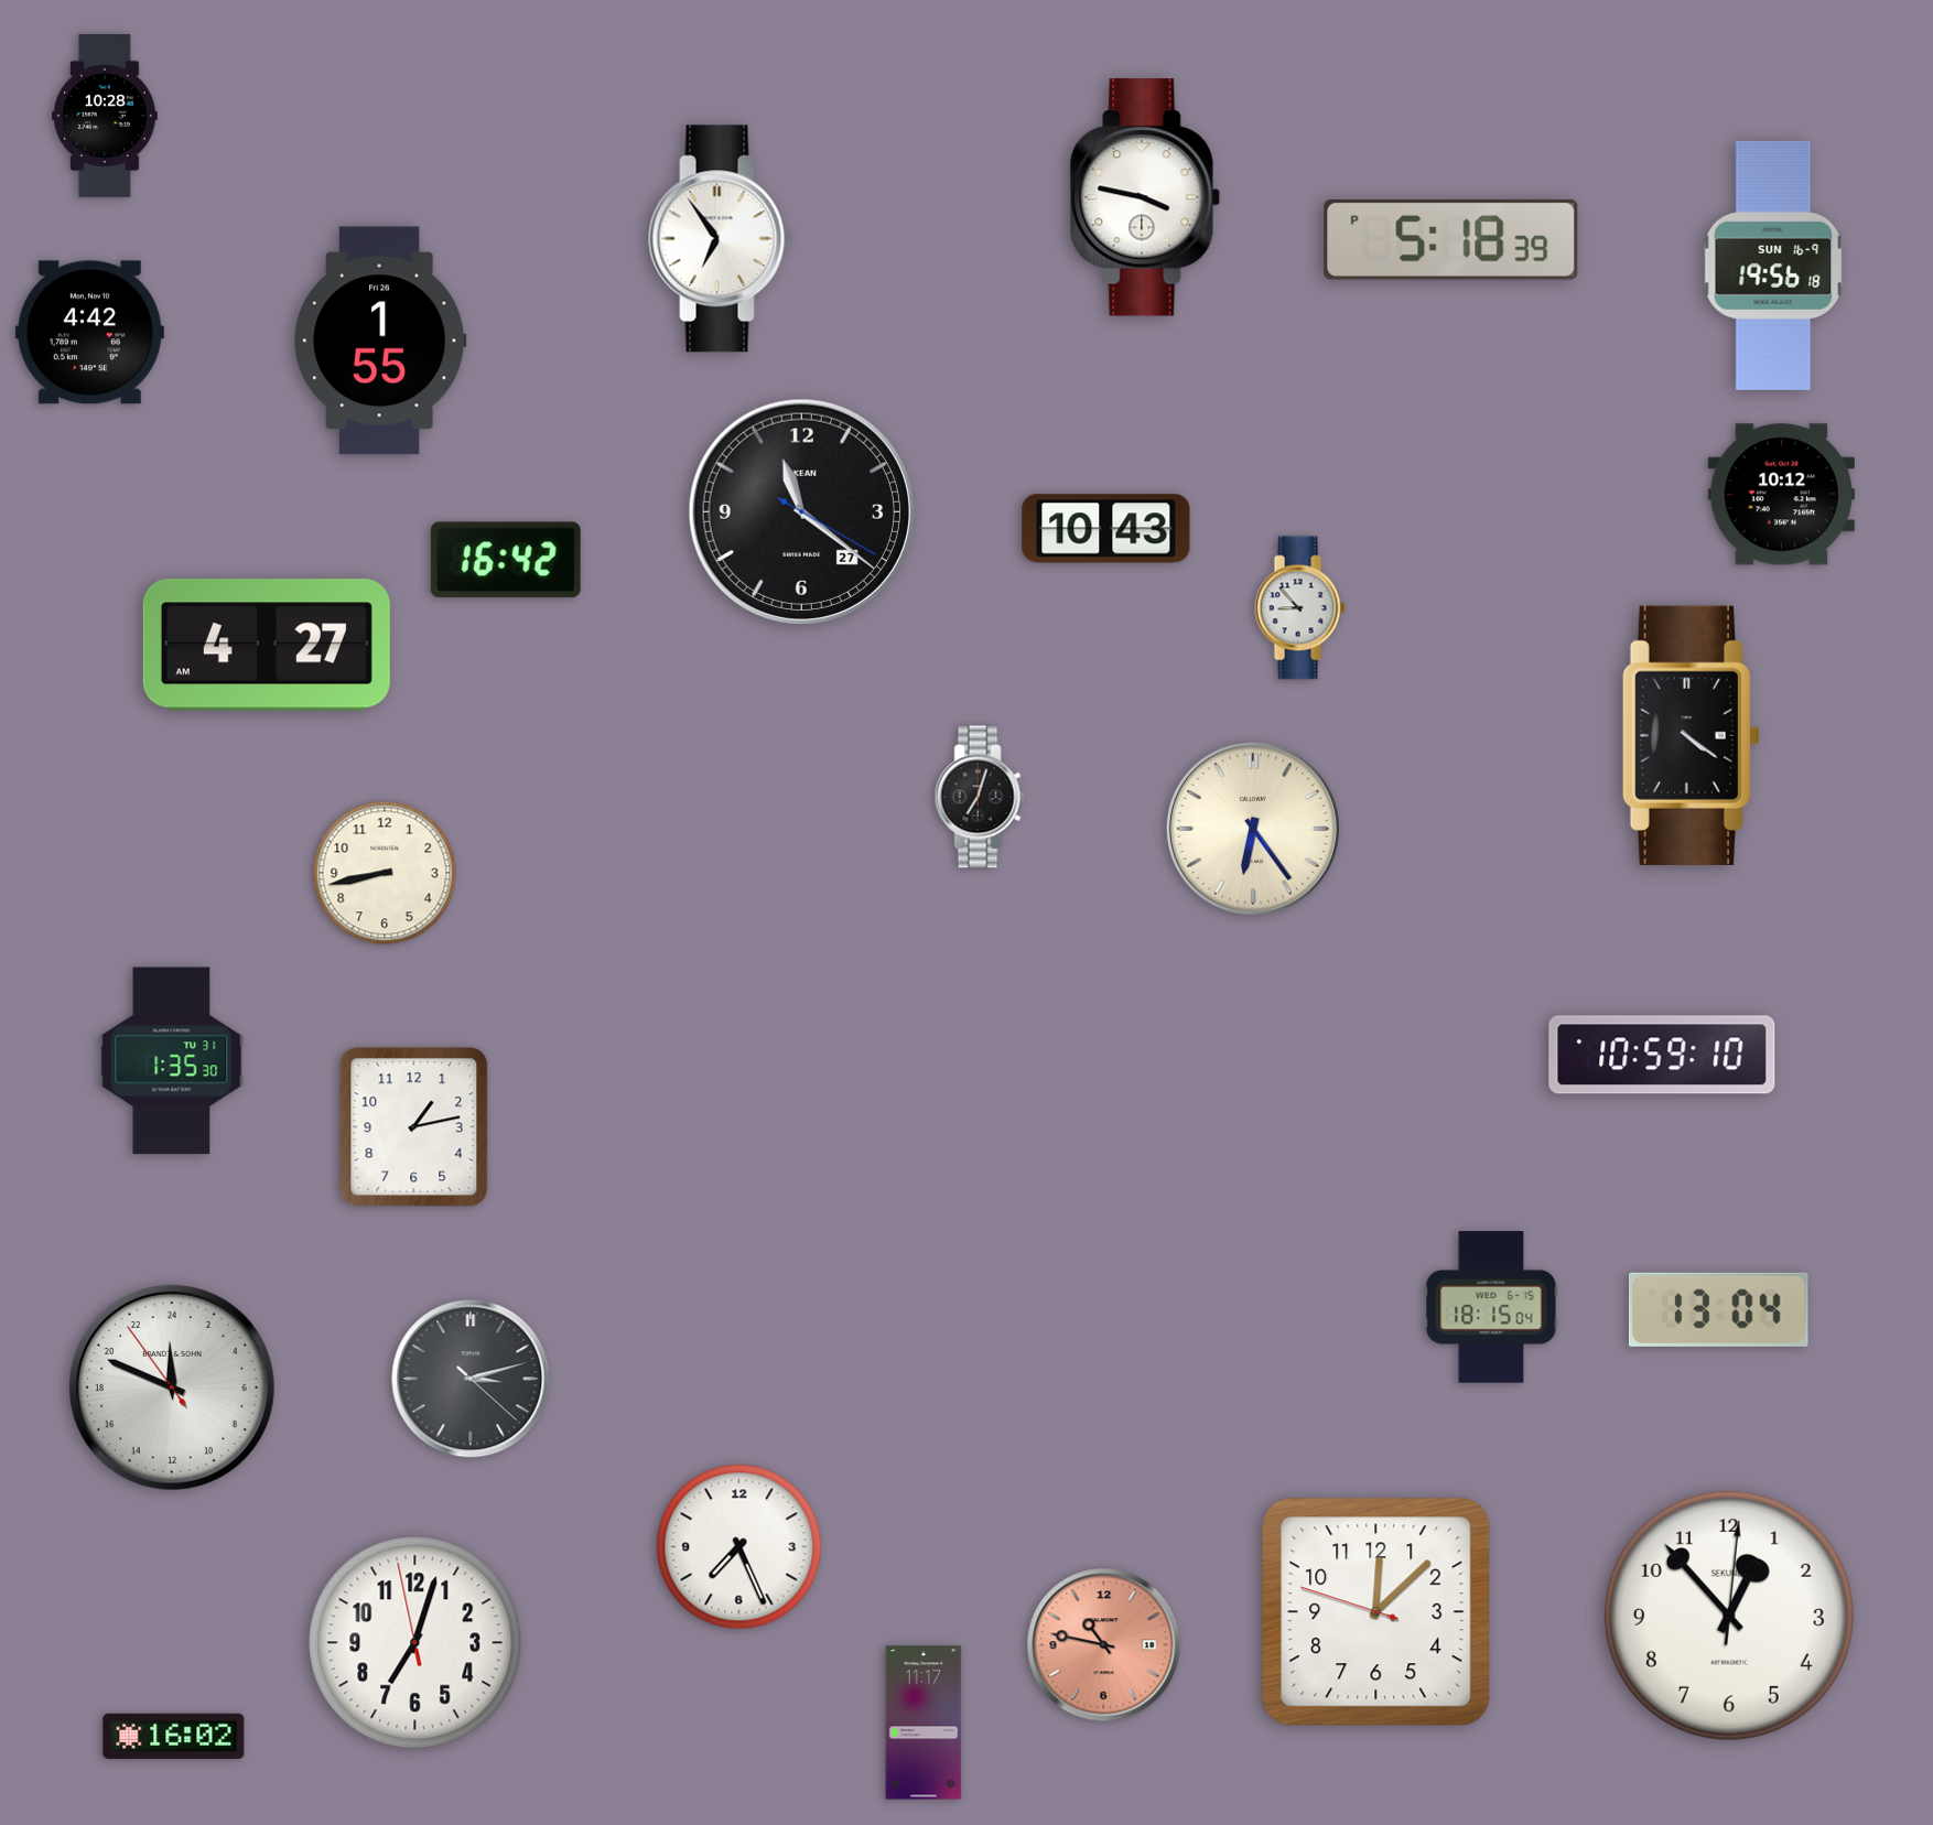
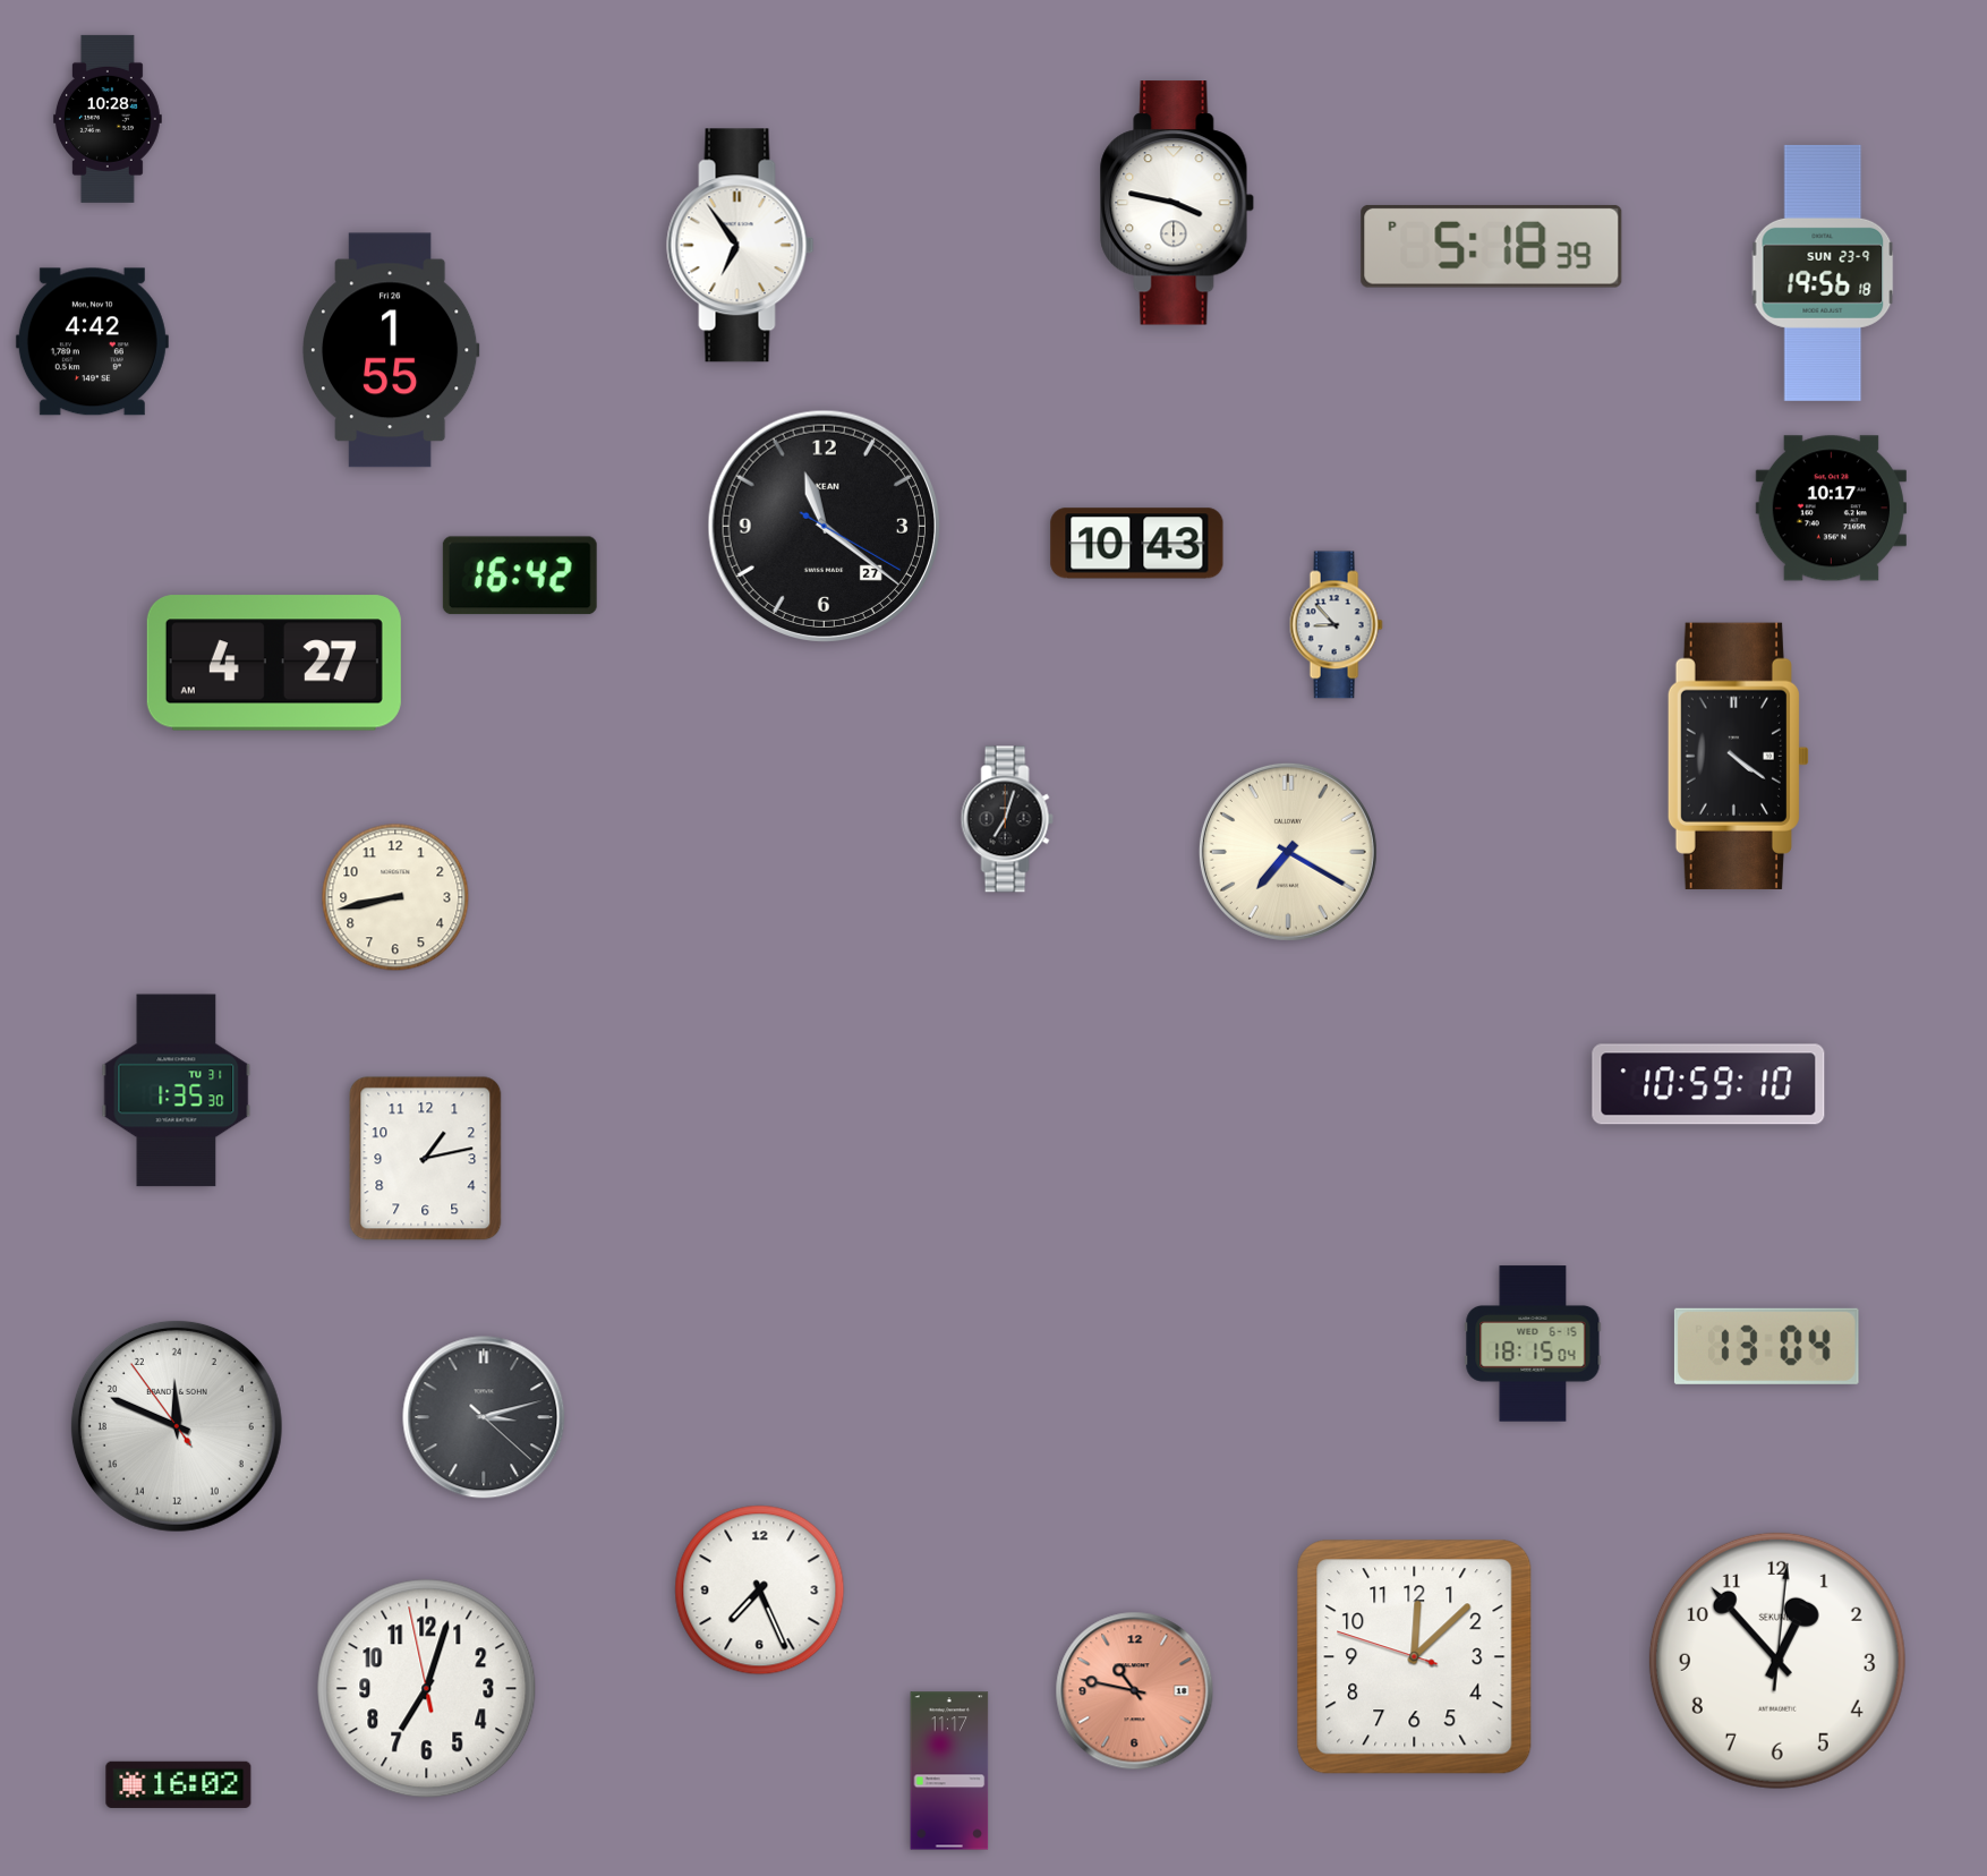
clock at (1773, 266) date: SUN 16-9 -> SUN 23-9
clock at (1781, 495): 10:12 -> 10:17
clock at (1253, 829): 6:24 -> 7:20
